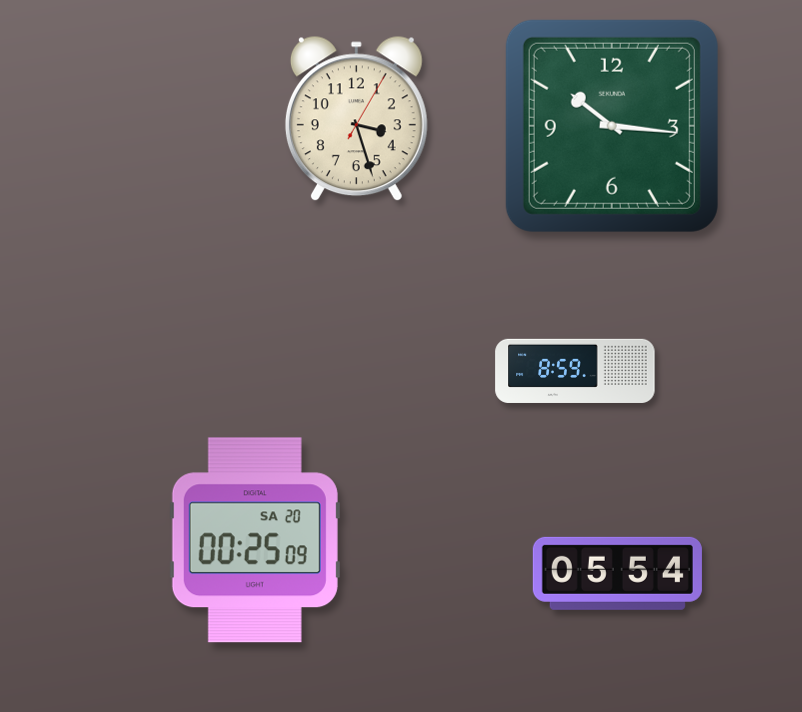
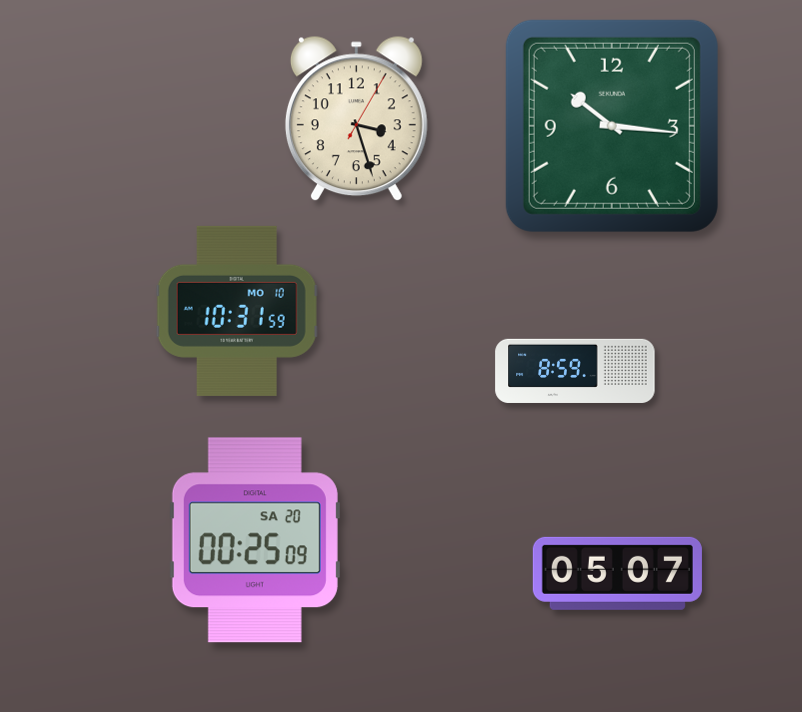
clock at (237, 311): none -> 10:31
clock at (617, 573): 05:54 -> 05:07
